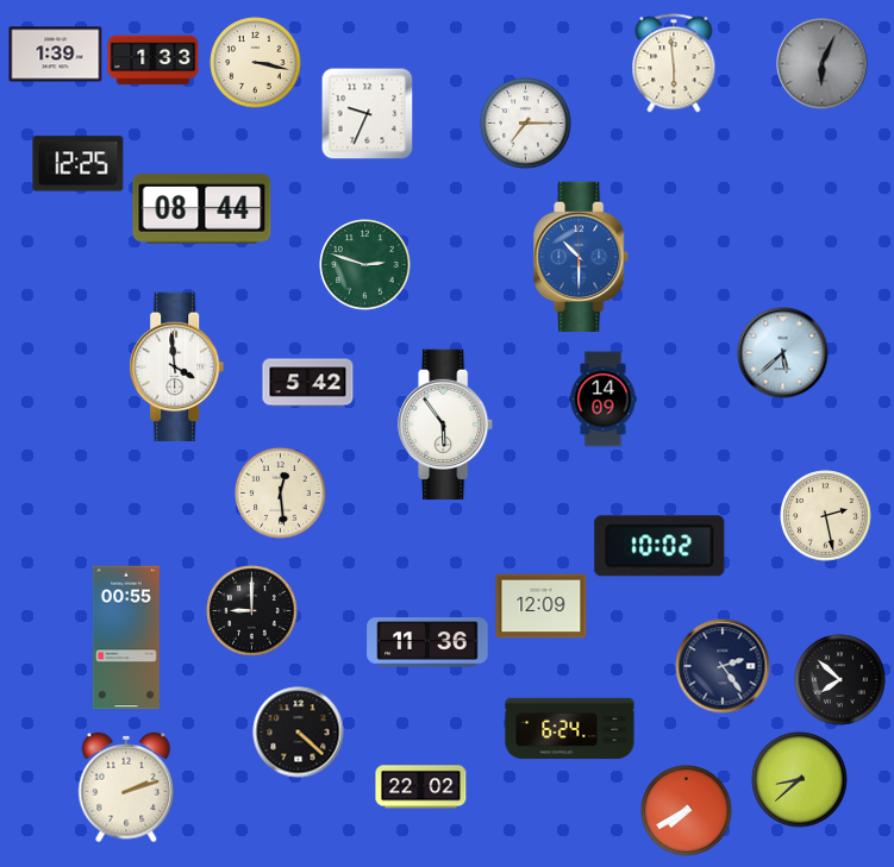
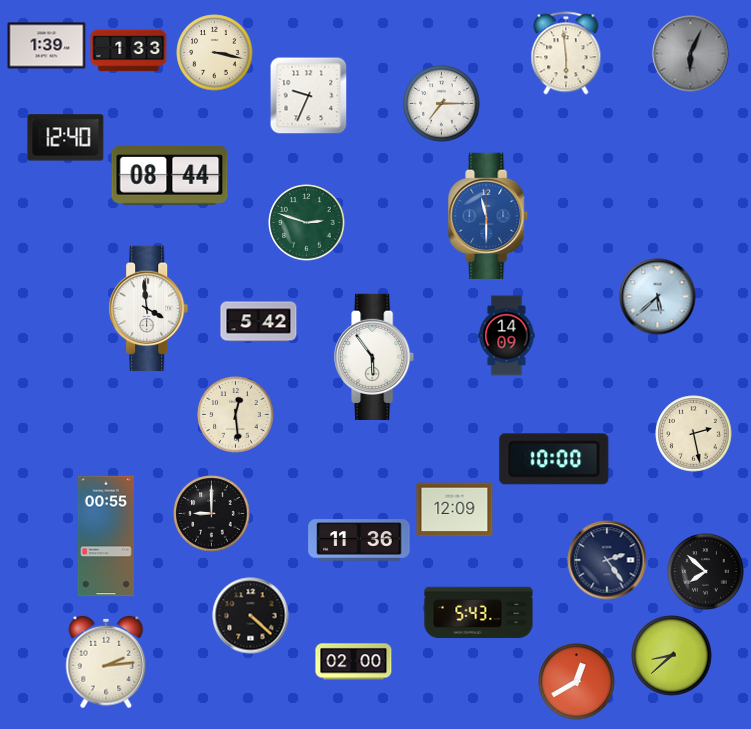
clock at (79, 164): 12:25 -> 12:40
clock at (582, 256): 10:30 -> 11:30
clock at (659, 546): 10:02 -> 10:00
clock at (570, 729): 6:24 -> 5:43
clock at (126, 787): 2:12 -> 2:14
clock at (421, 787): 22:02 -> 02:00
clock at (687, 811): 7:40 -> 12:40
